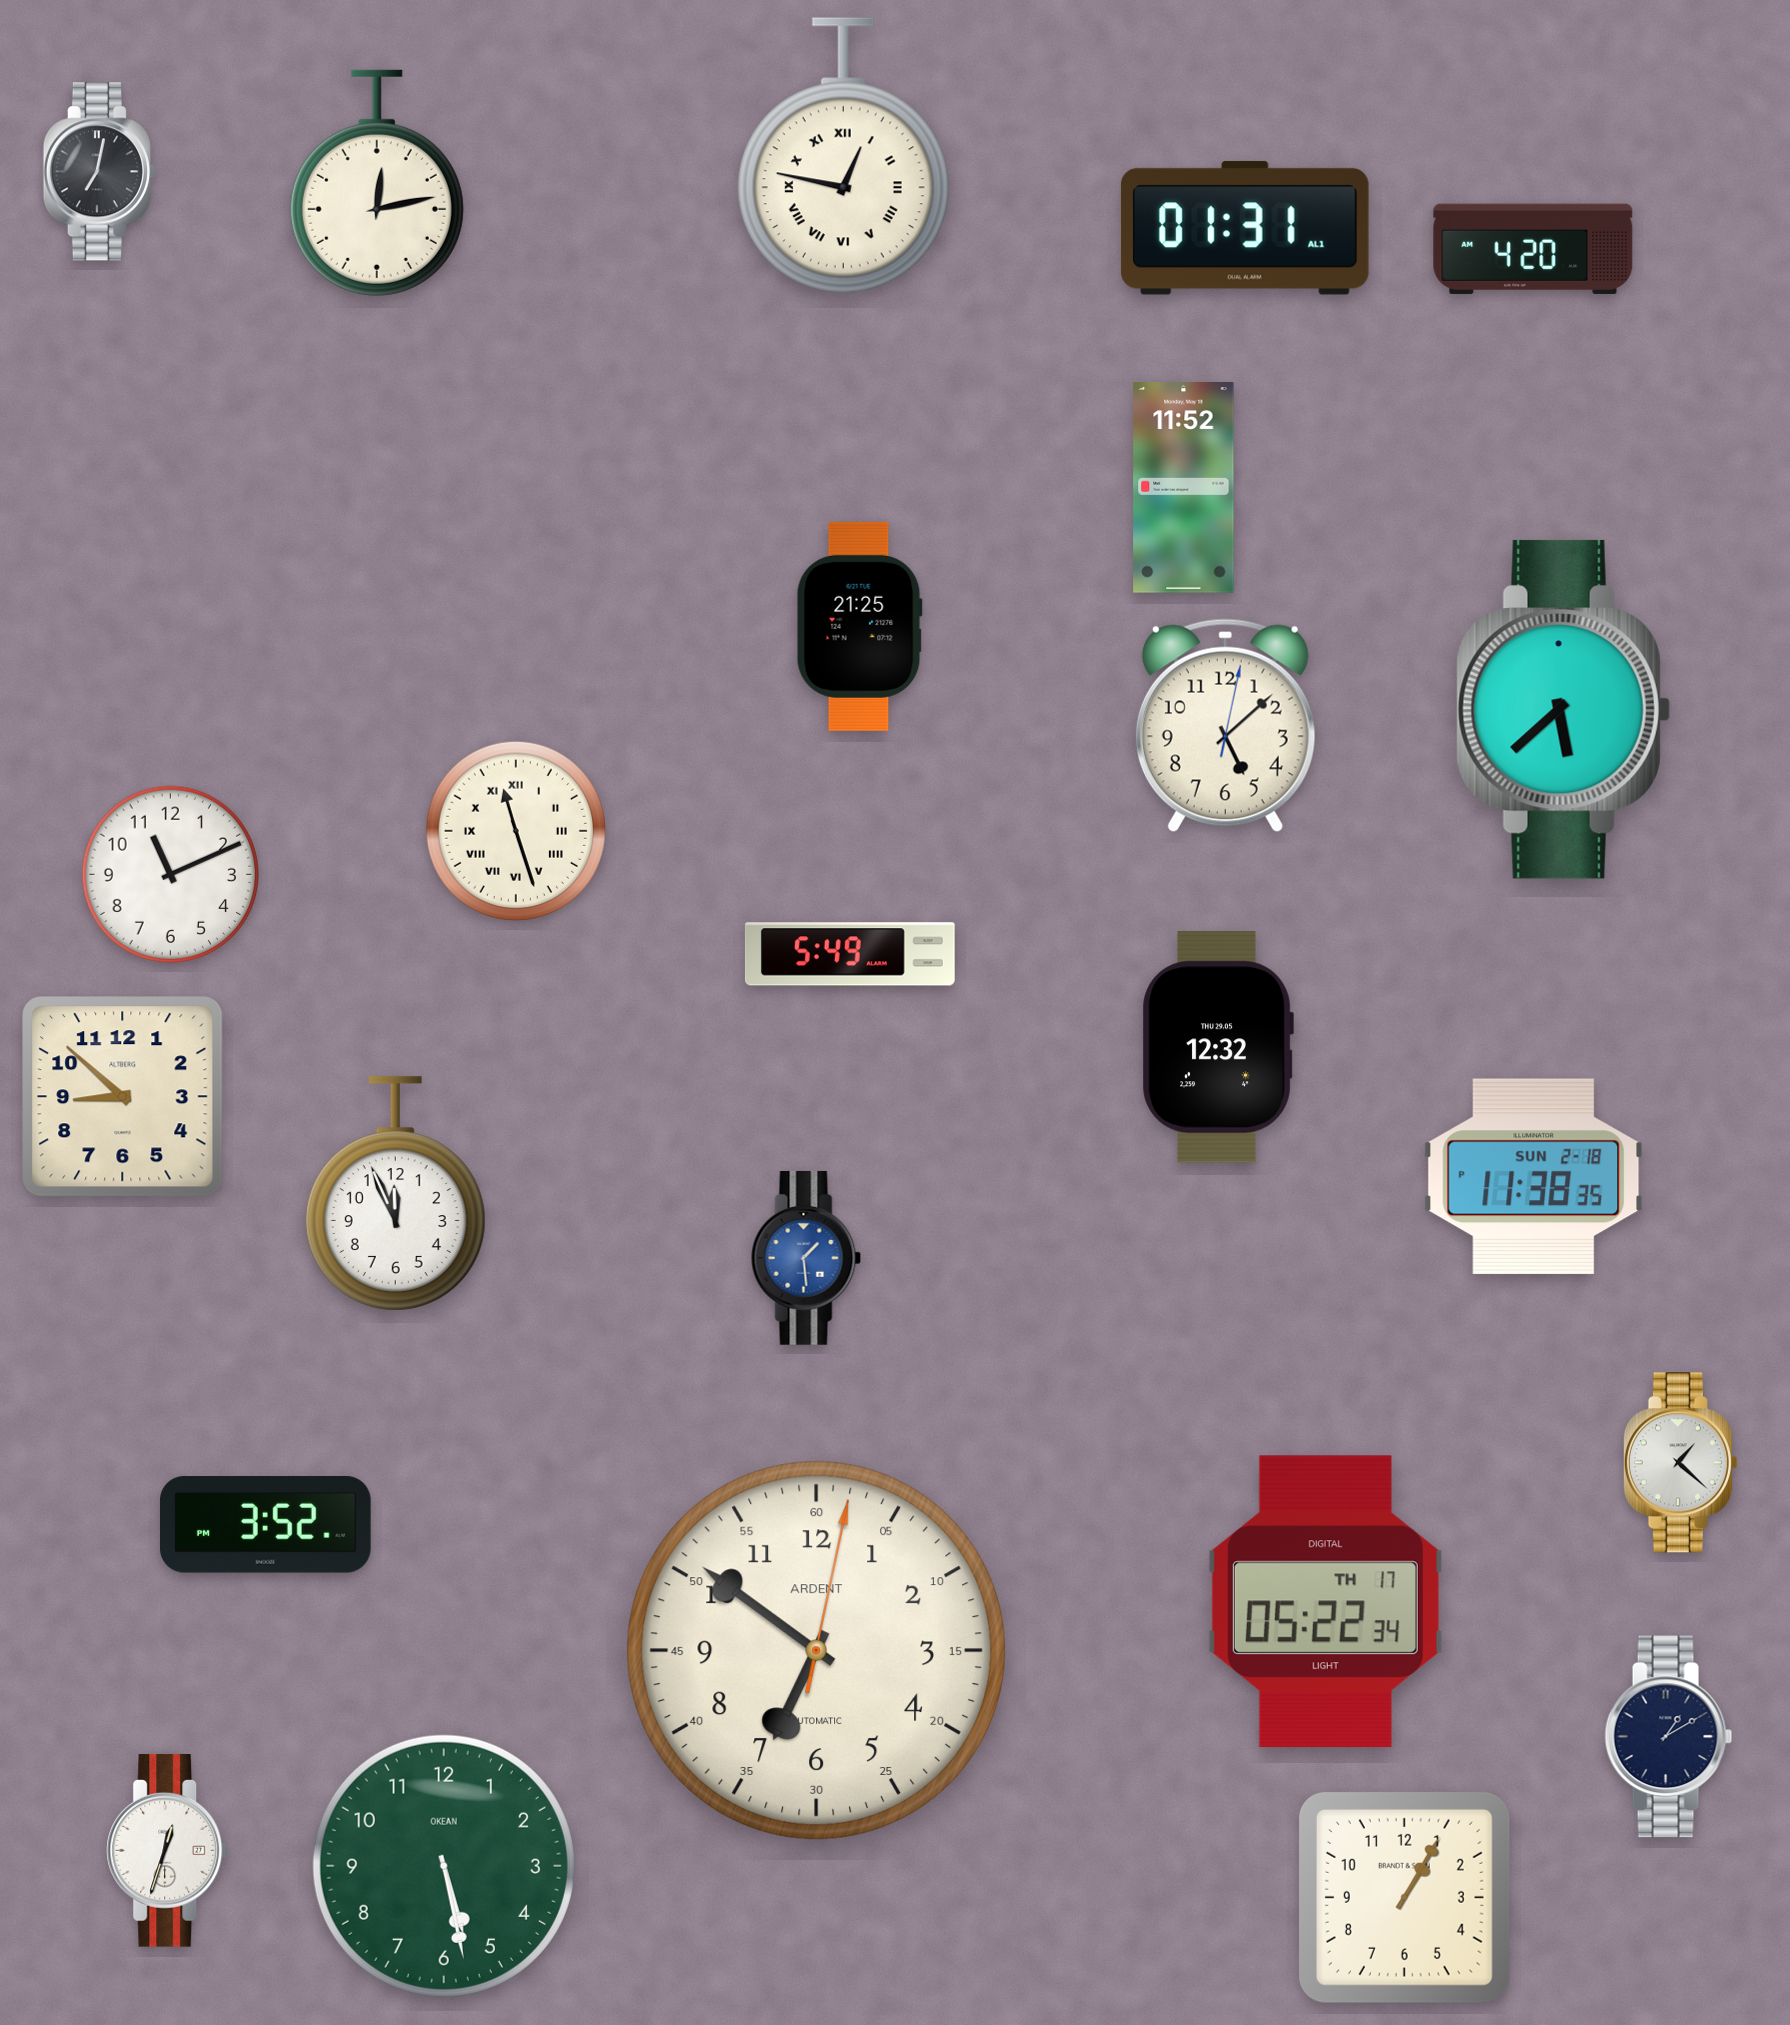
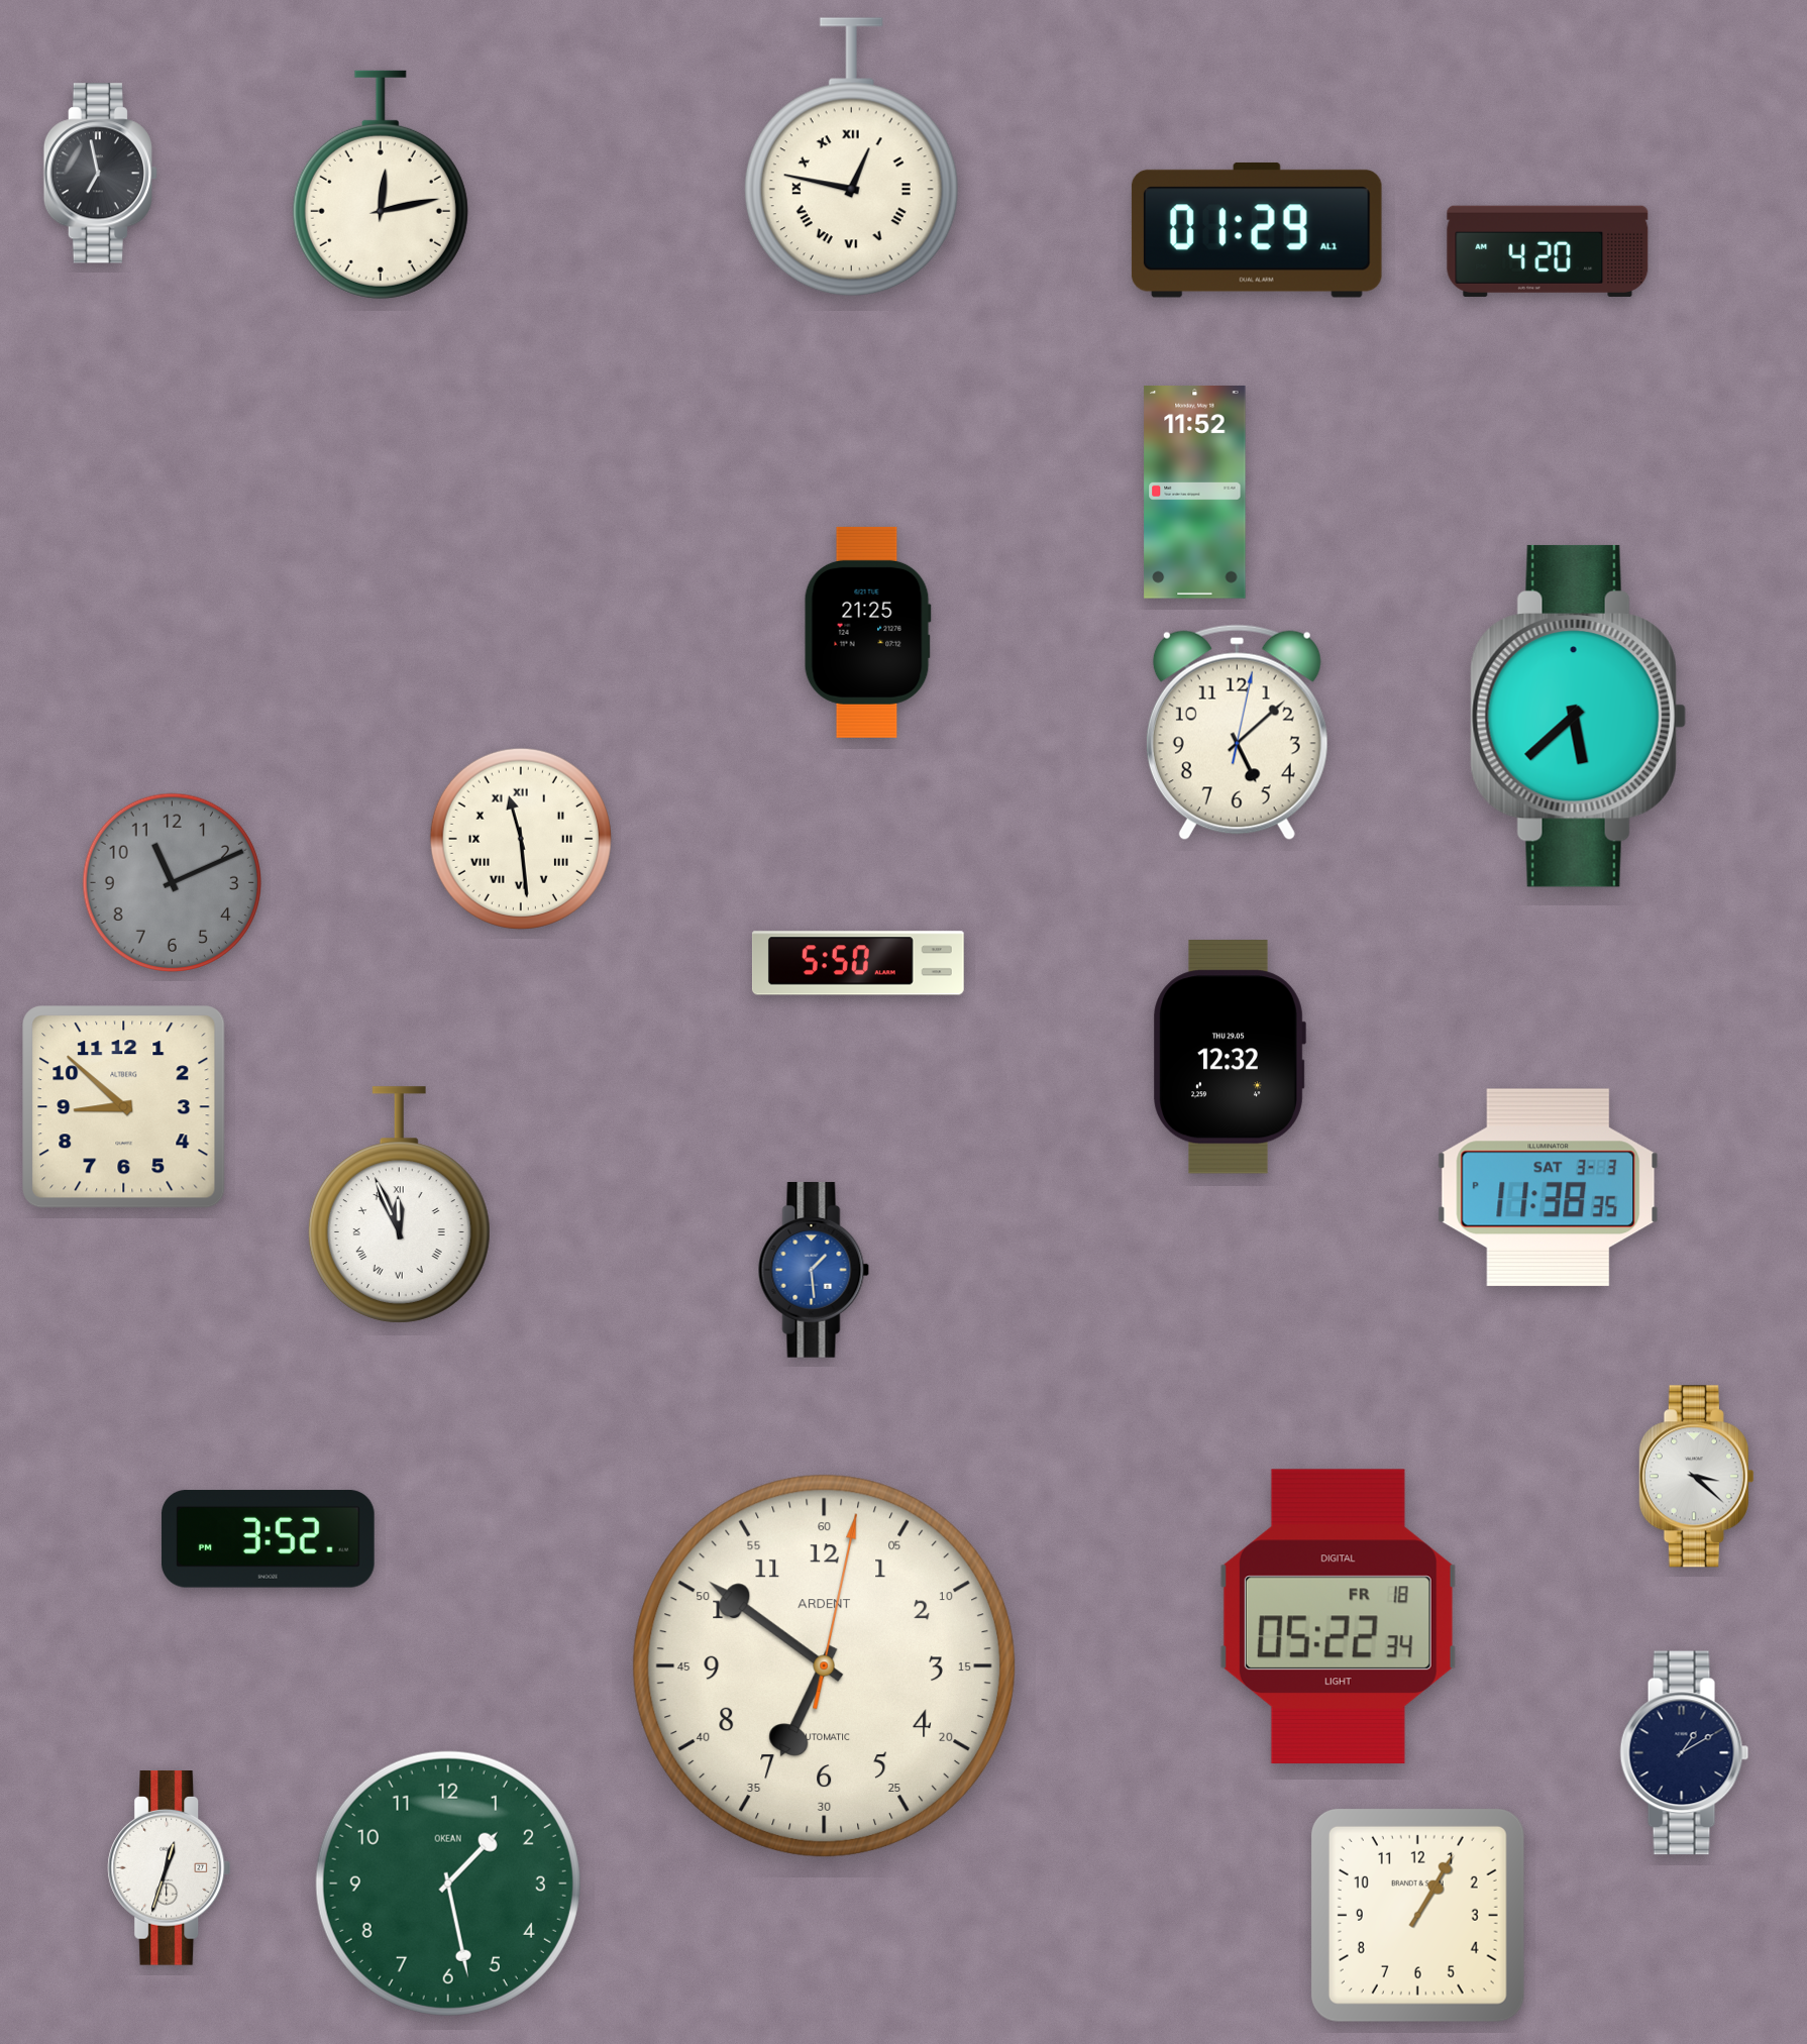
clock at (99, 172): 7:02 -> 6:58
clock at (1245, 228): 01:31 -> 01:29
clock at (516, 831): 11:27 -> 11:29
clock at (171, 875) dial: white -> grey
clock at (850, 954): 5:49 -> 5:50
clock at (1534, 1177) date: SUN 2-18 -> SAT 3-3
clock at (395, 1194) numerals: Arabic -> Roman
clock at (1680, 1463): 1:22 -> 3:22
clock at (1325, 1602) date: TH 17 -> FR 18
clock at (444, 1866): 5:28 -> 1:28
